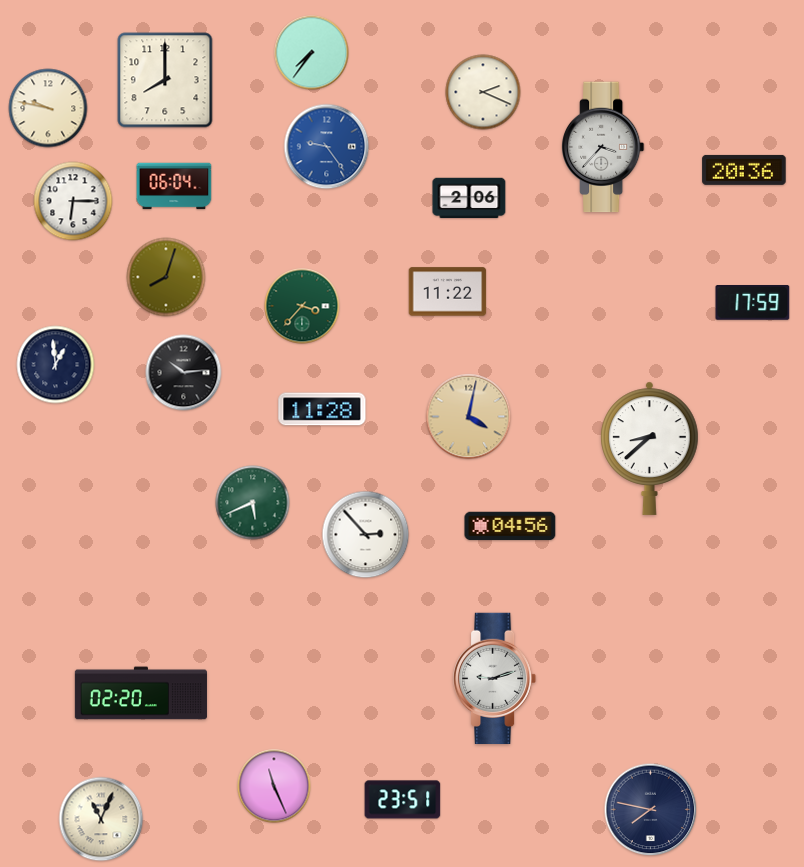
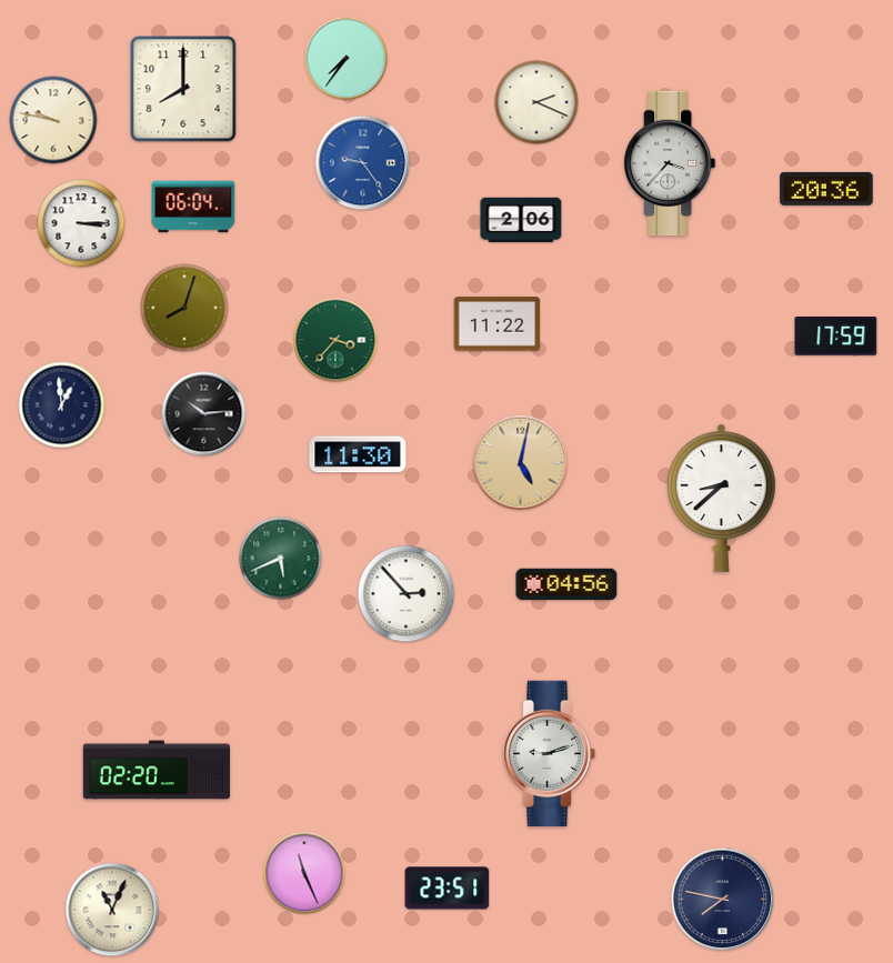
clock at (73, 201): 6:15 -> 3:15
clock at (322, 409): 11:28 -> 11:30
clock at (469, 417): 4:02 -> 5:02
